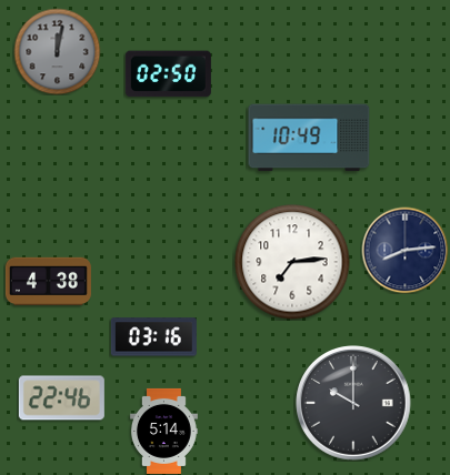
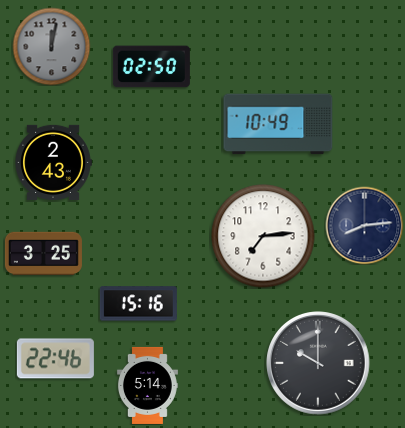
clock at (53, 162): none -> 2:43
clock at (48, 282): 4:38 -> 3:25
clock at (153, 337): 03:16 -> 15:16
clock at (163, 431) position: (163, 431) -> (147, 385)
